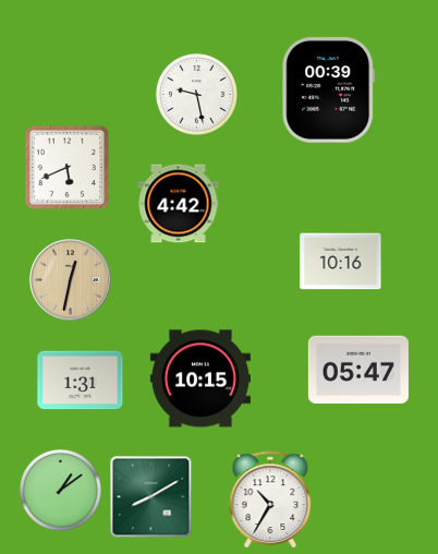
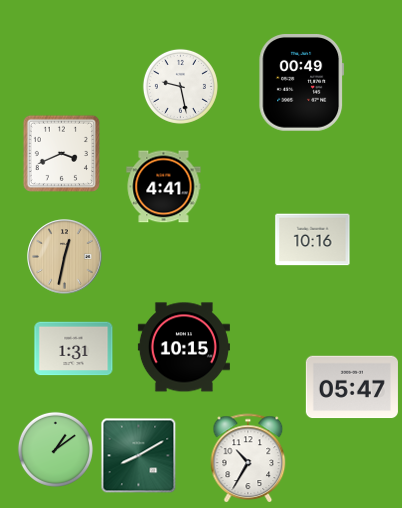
clock at (329, 91): 00:39 -> 00:49
clock at (66, 167): 5:41 -> 3:41
clock at (179, 204): 4:42 -> 4:41
clock at (358, 370) position: (358, 370) -> (352, 387)
